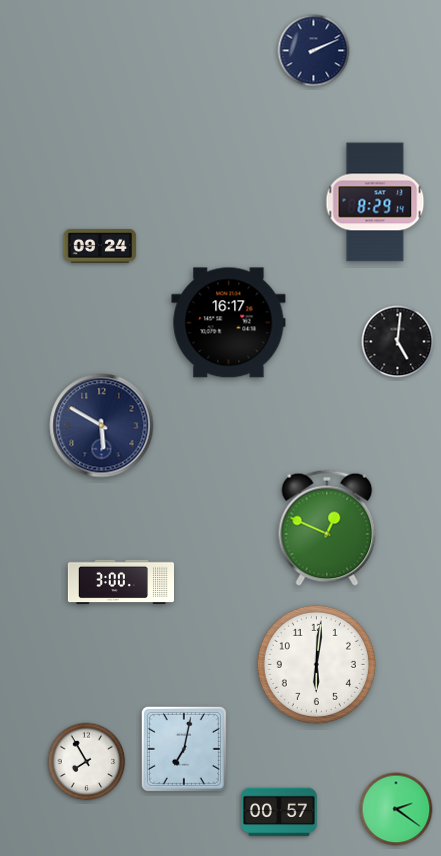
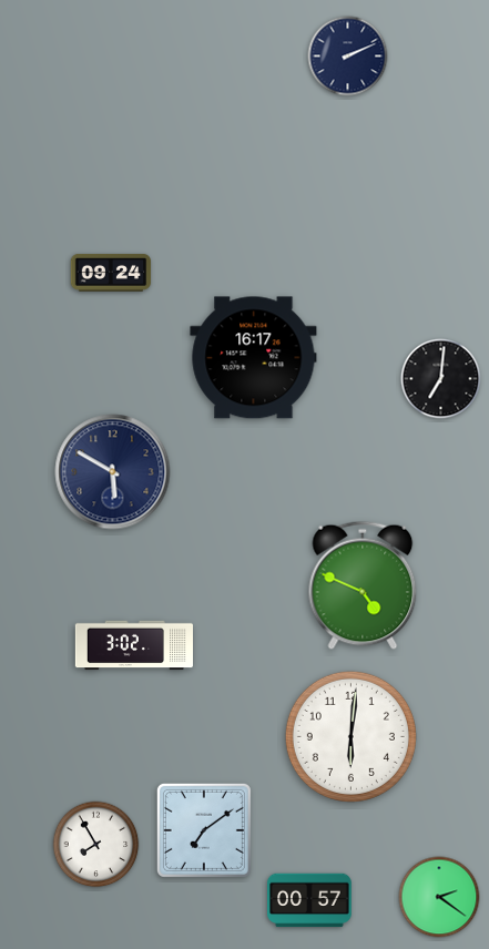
clock at (375, 202): 8:29 -> none
clock at (398, 342): 5:01 -> 7:01
clock at (327, 528): 12:49 -> 4:49
clock at (120, 582): 3:00 -> 3:02
clock at (184, 749): 7:02 -> 7:09
